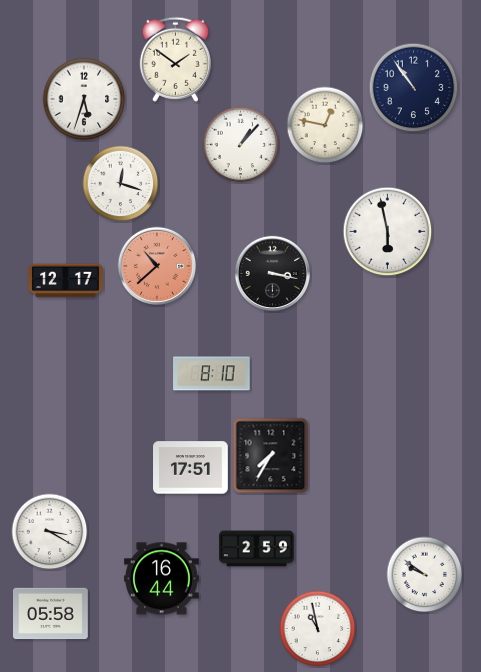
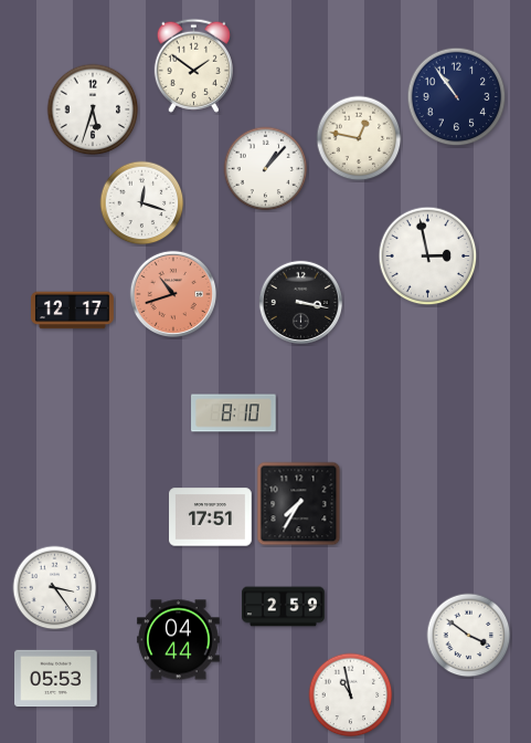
clock at (241, 145) position: (241, 145) -> (266, 169)
clock at (121, 184) position: (121, 184) -> (142, 203)
clock at (388, 232): 5:58 -> 2:58
clock at (157, 266): 10:38 -> 10:42
clock at (50, 532): 3:20 -> 3:24
clock at (425, 575): 9:51 -> 3:51
clock at (162, 579): 16:44 -> 04:44
clock at (51, 614): 05:58 -> 05:53
